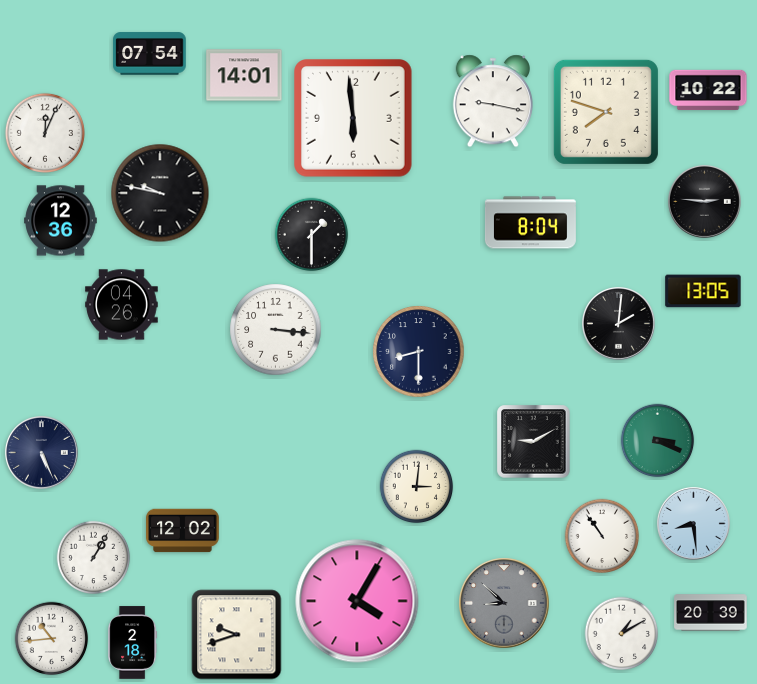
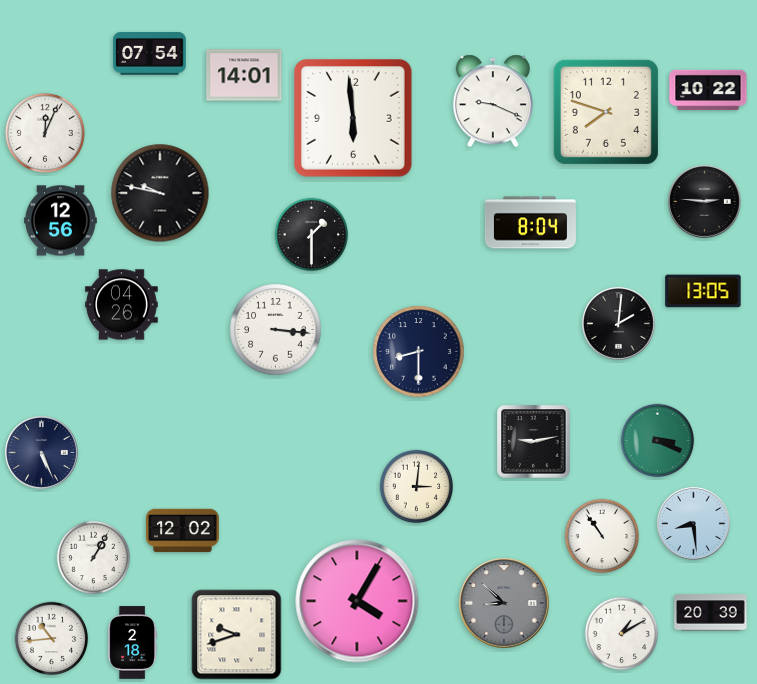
clock at (493, 101): 9:17 -> 9:19
clock at (61, 221): 12:36 -> 12:56
clock at (534, 442): 9:10 -> 9:13
